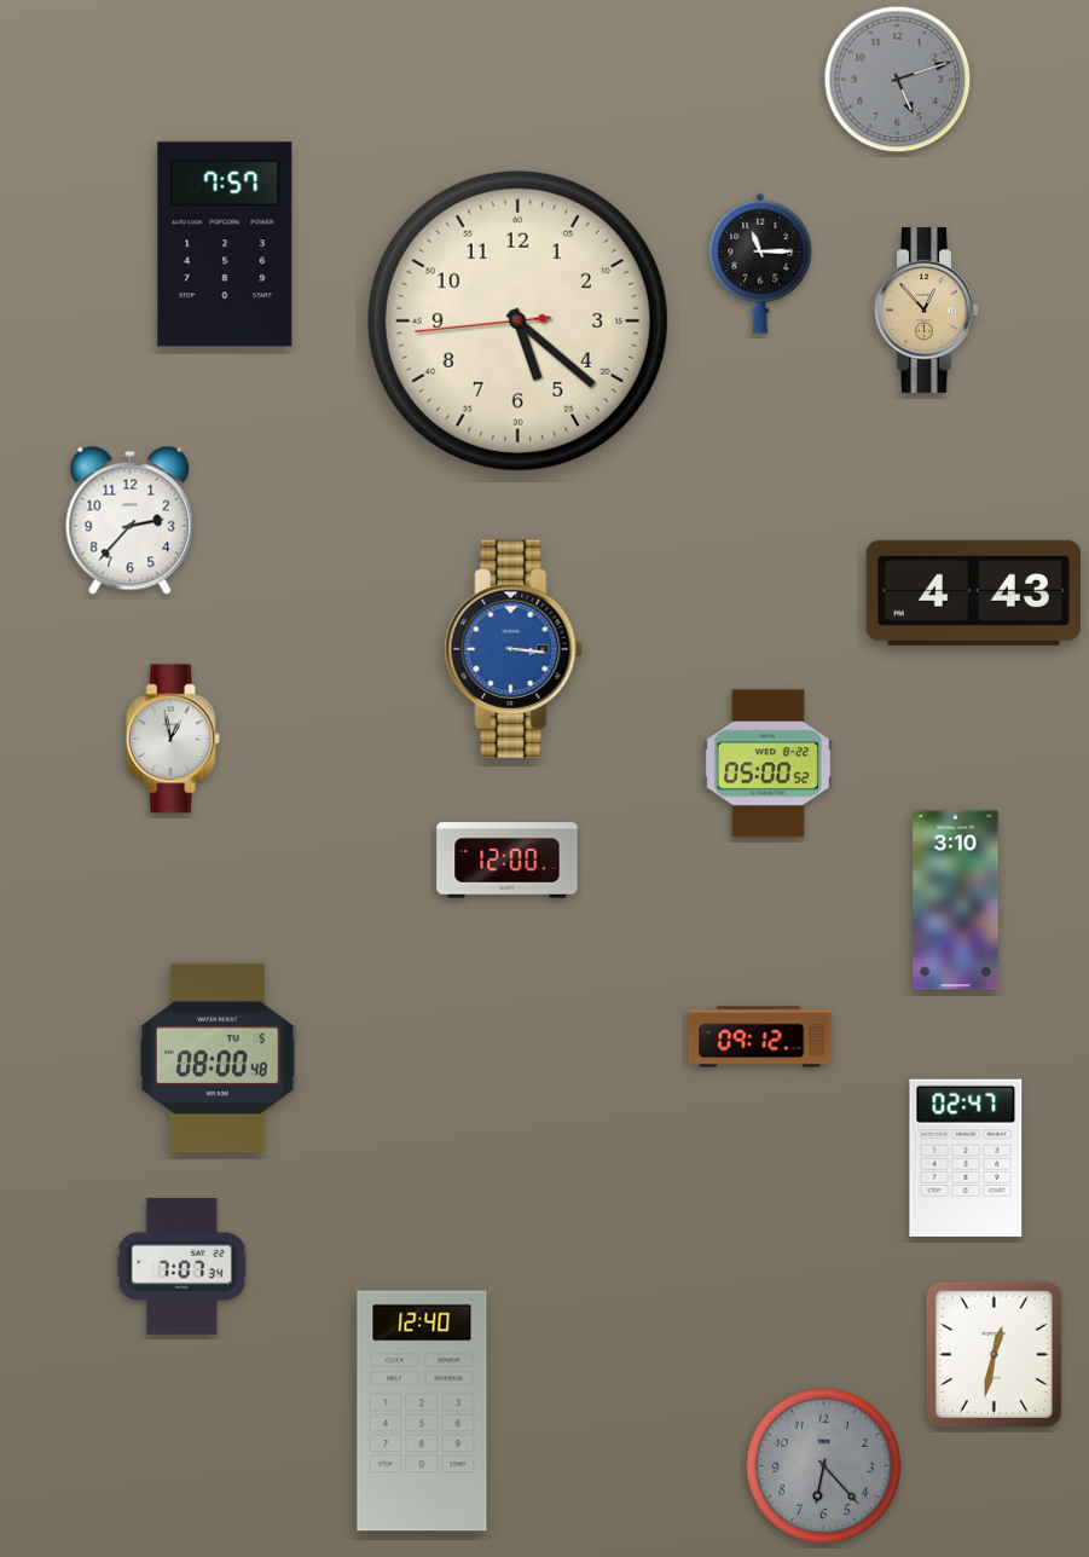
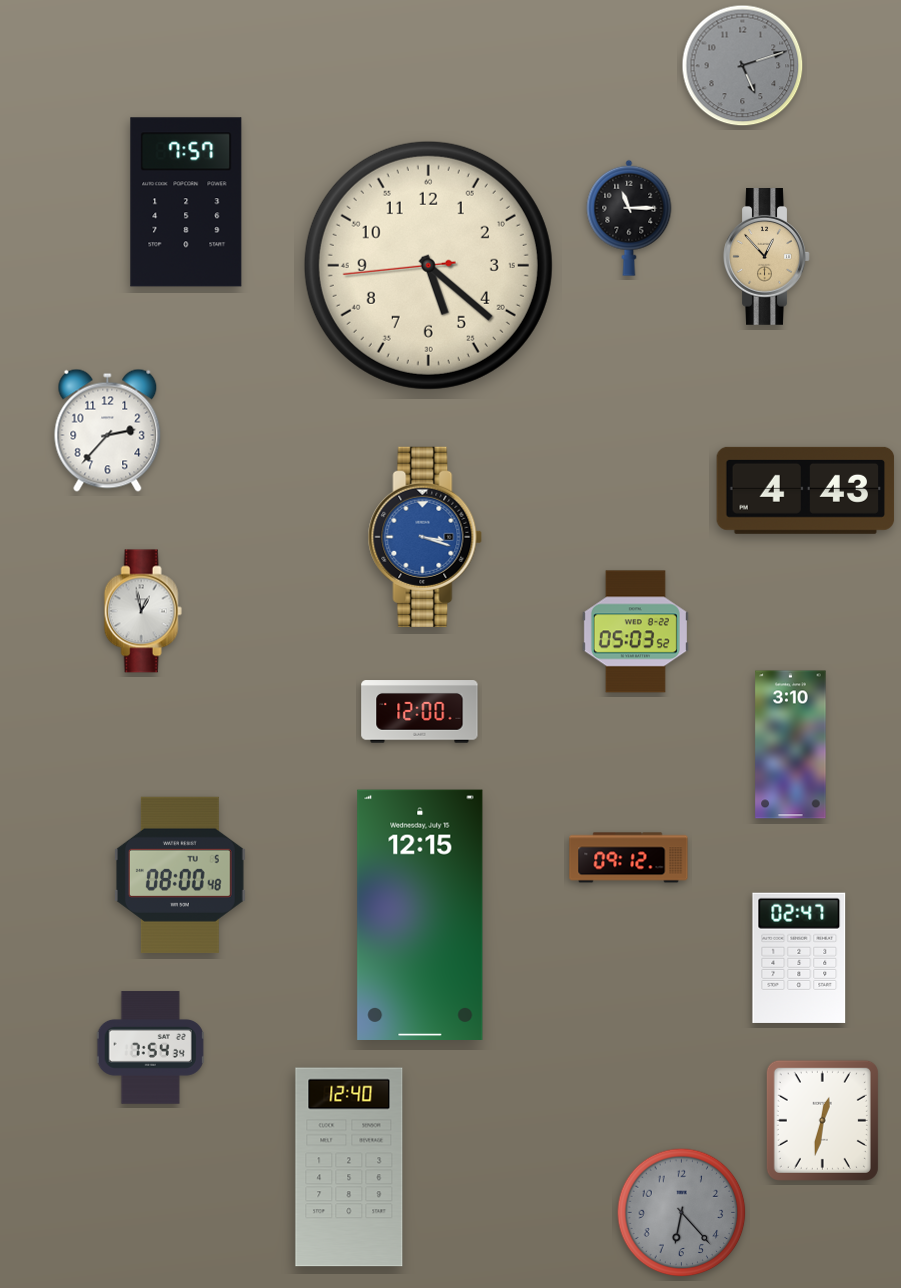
clock at (514, 649): 3:16 -> 3:18
clock at (767, 764): 05:00 -> 05:03
clock at (420, 914): none -> 12:15
clock at (181, 1267): 7:07 -> 7:54
